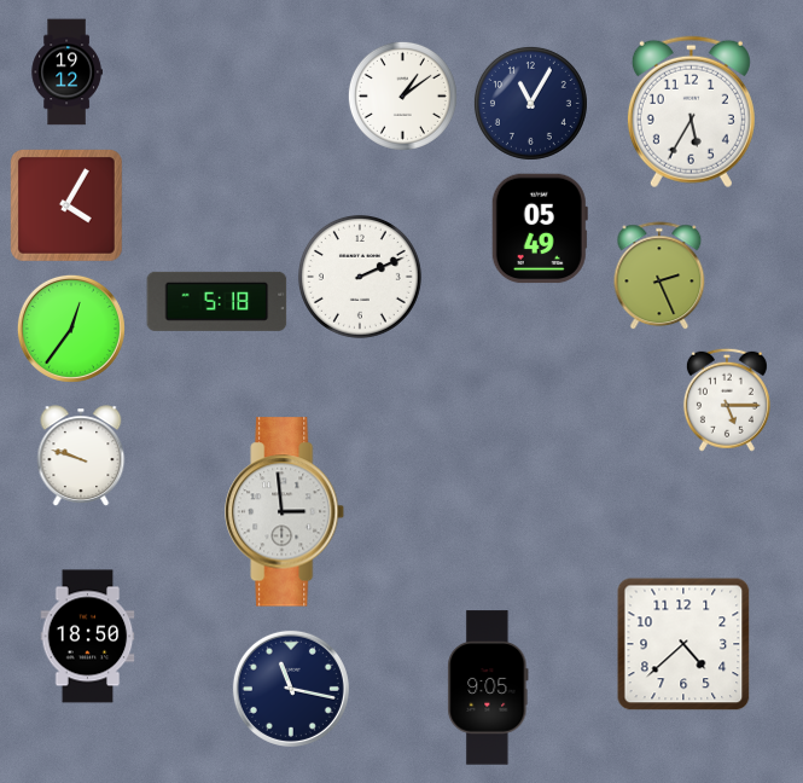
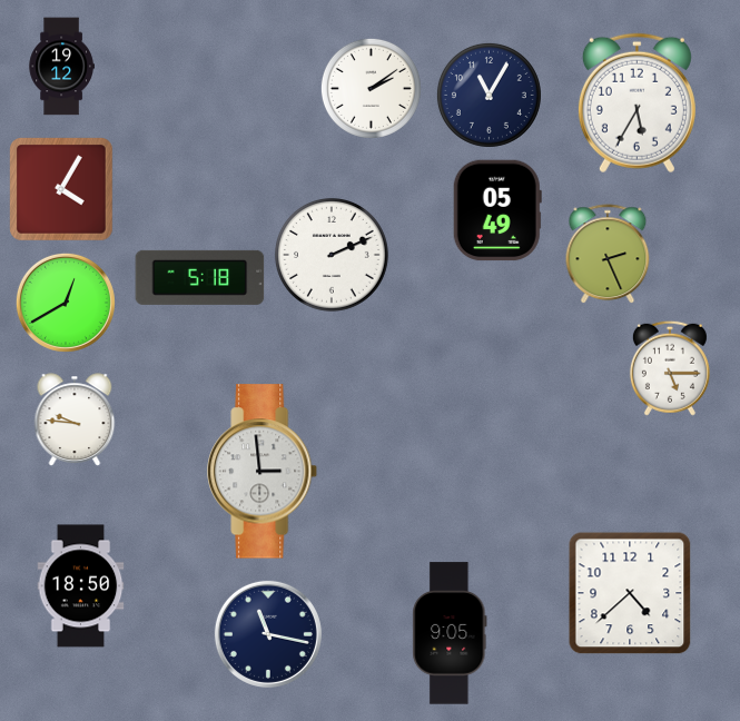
clock at (402, 95): 1:09 -> 2:09
clock at (71, 329): 12:36 -> 12:40
clock at (81, 456): 9:48 -> 9:46
